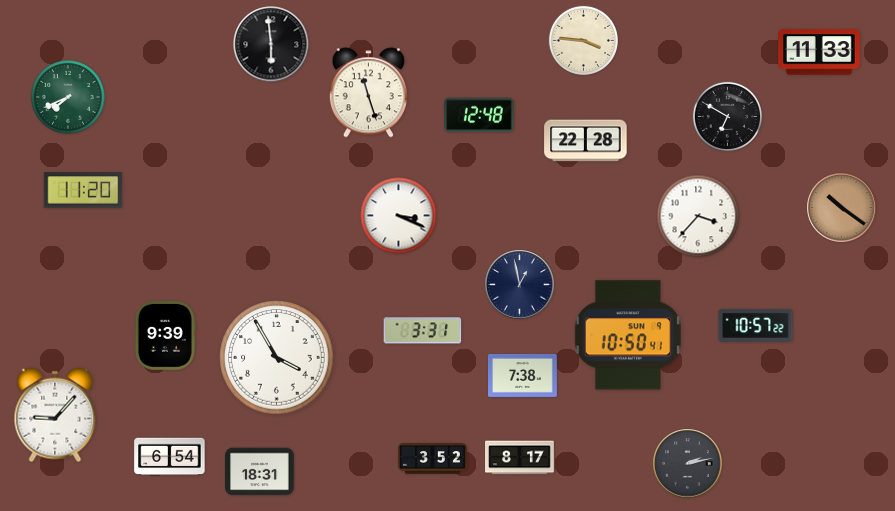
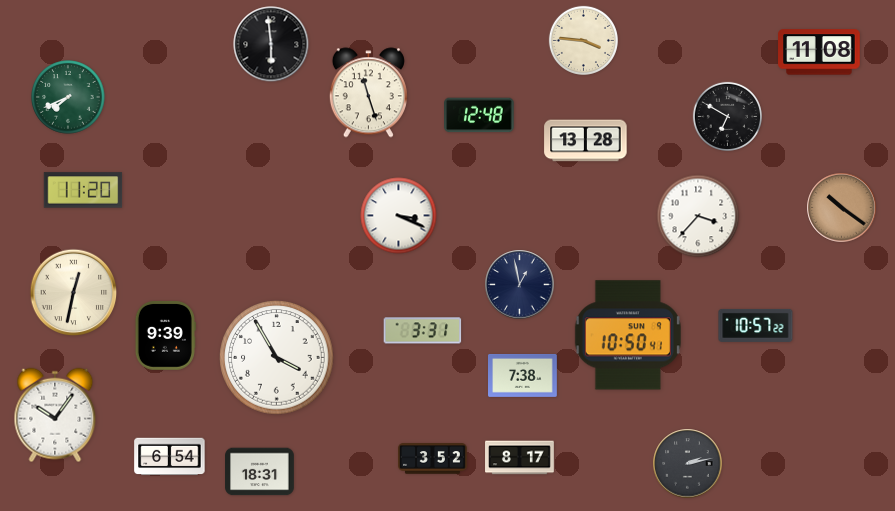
clock at (819, 52): 11:33 -> 11:08
clock at (586, 141): 22:28 -> 13:28
clock at (74, 293): none -> 12:32
clock at (55, 415): 9:07 -> 10:06
